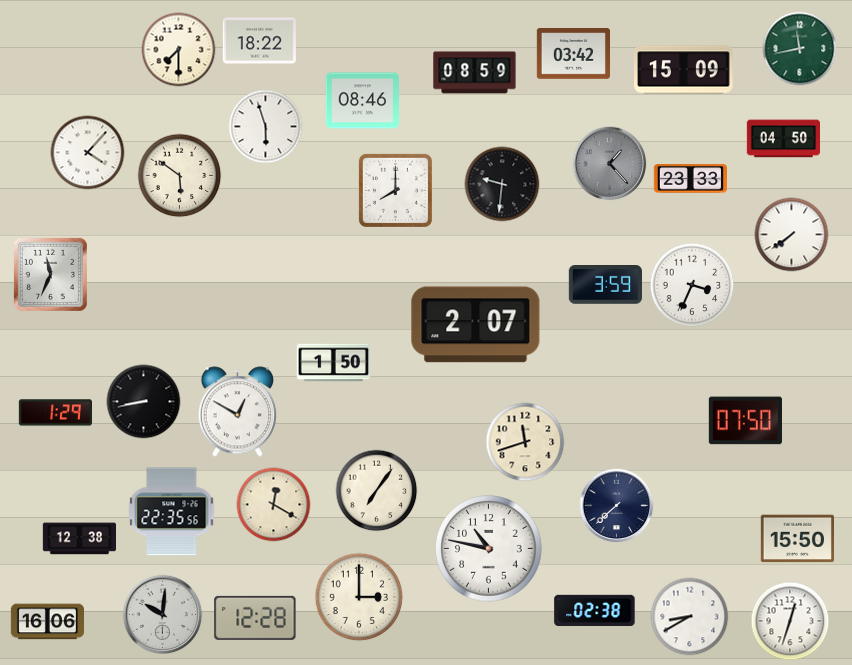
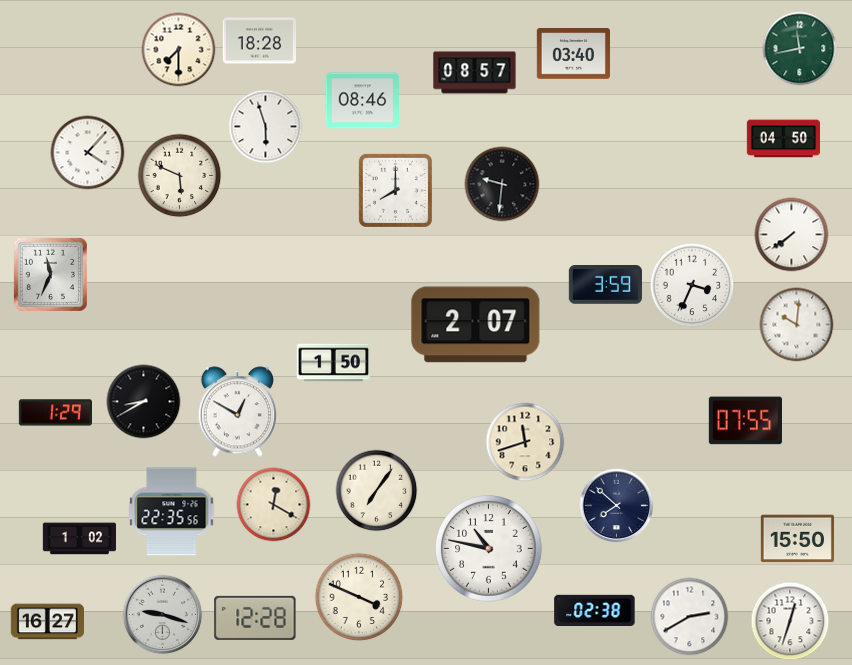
clock at (259, 41): 18:22 -> 18:28
clock at (573, 54): 03:42 -> 03:40
clock at (684, 70): 15:09 -> none
clock at (475, 73): 08:59 -> 08:57
clock at (610, 164): 1:23 -> none
clock at (180, 176): 5:51 -> 5:49
clock at (690, 179): 23:33 -> none
clock at (797, 325): none -> 10:01
clock at (144, 402): 8:43 -> 8:40
clock at (745, 421): 07:50 -> 07:55
clock at (617, 506): 7:38 -> 7:52
clock at (79, 539): 12:38 -> 1:02
clock at (359, 597): 3:00 -> 3:49
clock at (163, 615): 10:01 -> 9:18
clock at (690, 617): 8:40 -> 2:40
clock at (47, 622): 16:06 -> 16:27
